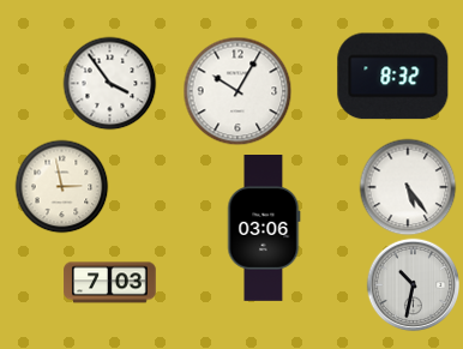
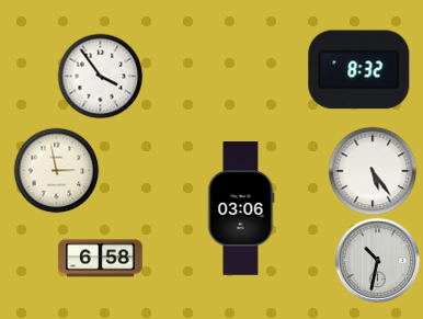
clock at (237, 91): 10:05 -> none
clock at (110, 283): 7:03 -> 6:58
